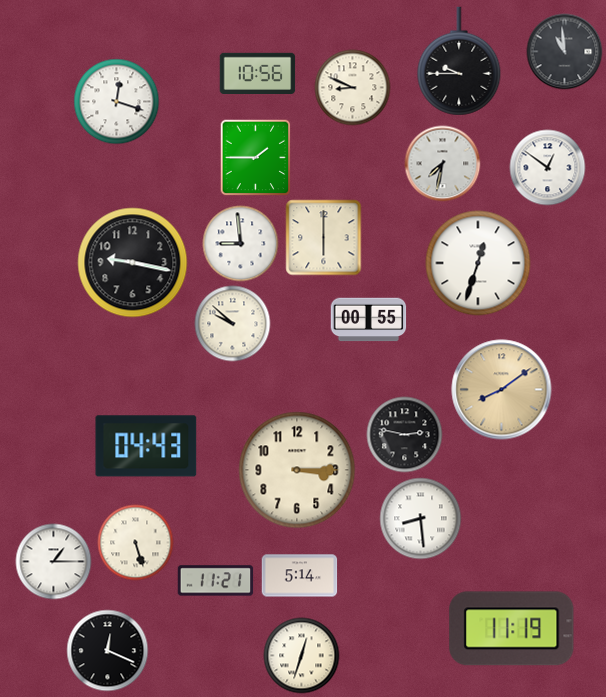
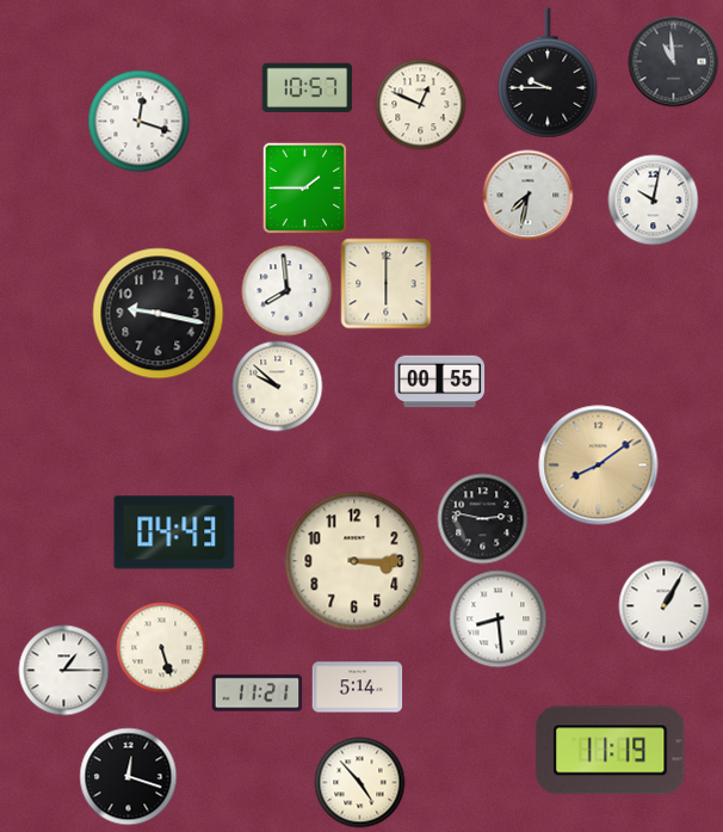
clock at (258, 73): 10:56 -> 10:57
clock at (353, 88): 8:49 -> 12:49
clock at (548, 168): 12:51 -> 10:02
clock at (241, 244): 8:59 -> 7:59
clock at (478, 263): 12:33 -> none
clock at (665, 606): none -> 1:05
clock at (421, 519) position: (421, 519) -> (499, 620)
clock at (108, 651): 12:19 -> 12:18
clock at (302, 656): 12:33 -> 4:53
